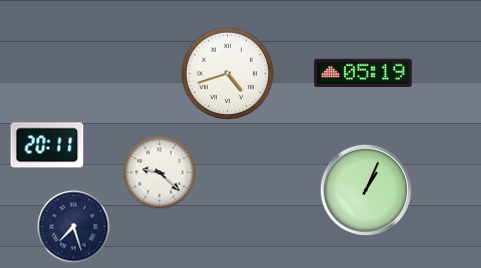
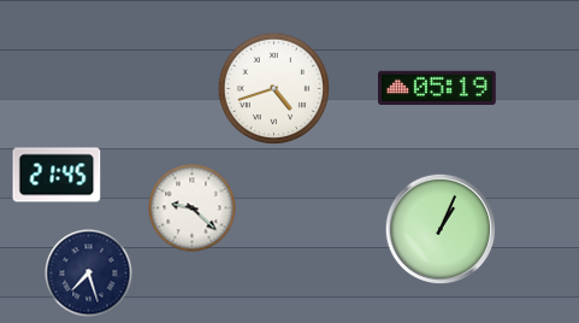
clock at (47, 145): 20:11 -> 21:45
